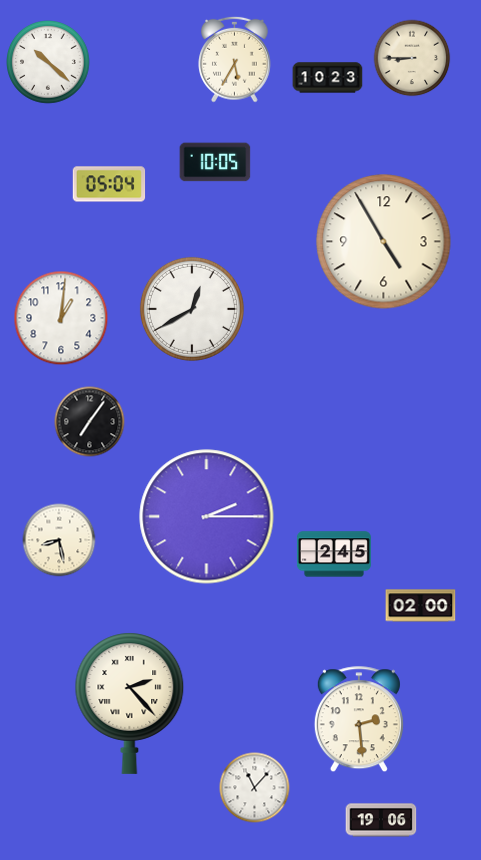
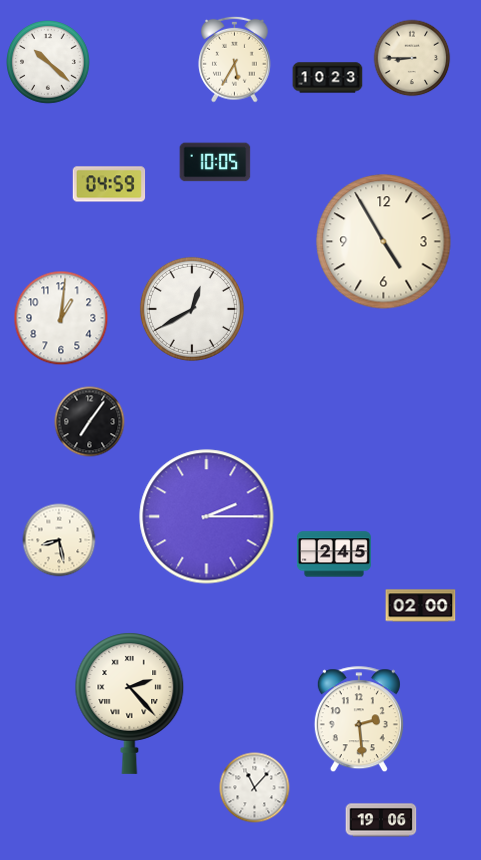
clock at (109, 184): 05:04 -> 04:59
